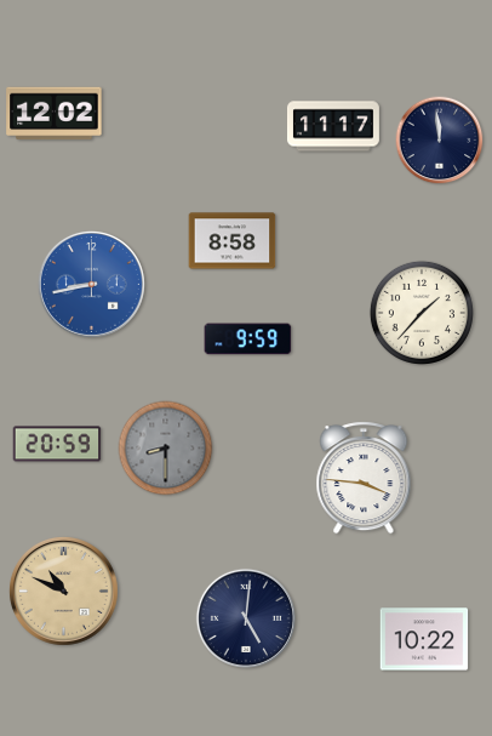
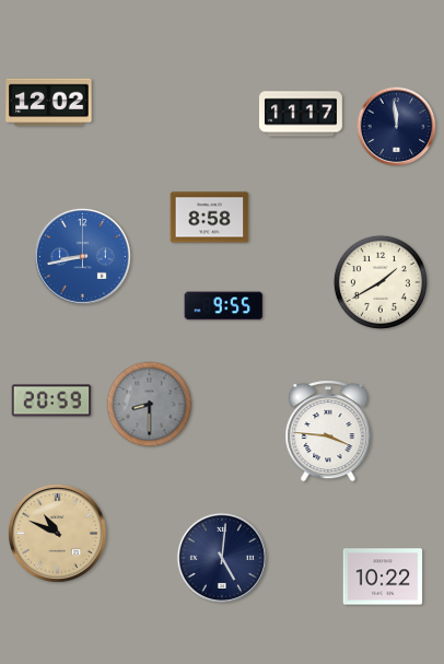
clock at (422, 313): 1:37 -> 1:40
clock at (248, 340): 9:59 -> 9:55
